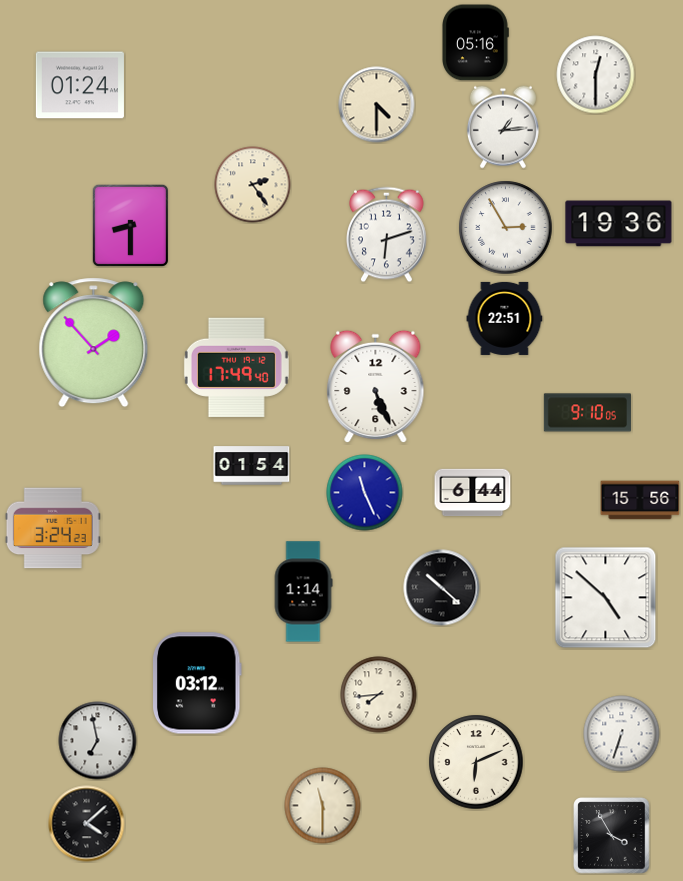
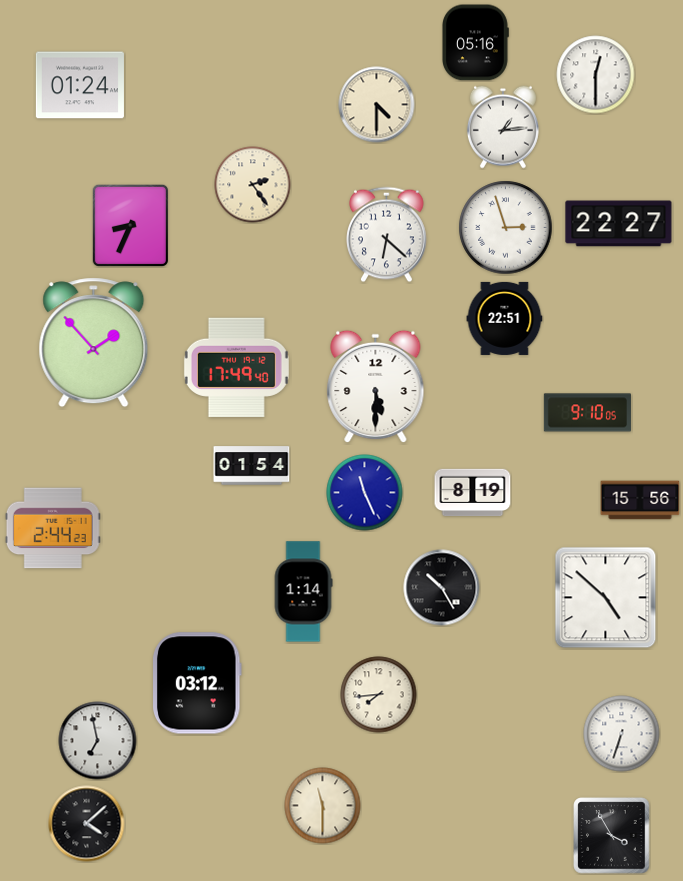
clock at (619, 224): 19:36 -> 22:27
clock at (130, 225): 8:30 -> 8:34
clock at (506, 228): 2:55 -> 2:57
clock at (387, 235): 6:12 -> 6:22
clock at (376, 387): 5:26 -> 5:30
clock at (473, 493): 6:44 -> 8:19
clock at (53, 528): 3:24 -> 2:44
clock at (442, 588): 10:22 -> 10:25
clock at (476, 762): 6:11 -> none
